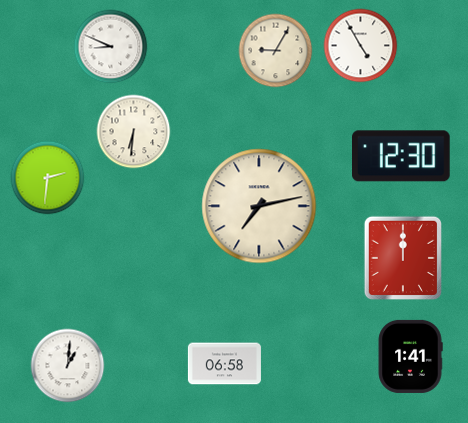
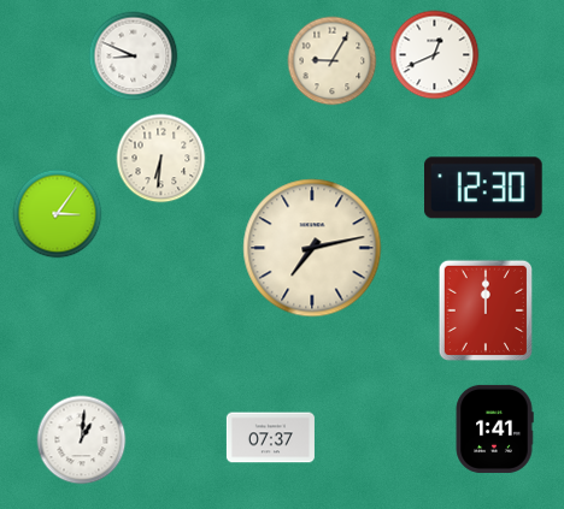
clock at (361, 46): 4:55 -> 12:41
clock at (48, 178): 2:31 -> 3:06
clock at (224, 364): 06:58 -> 07:37
